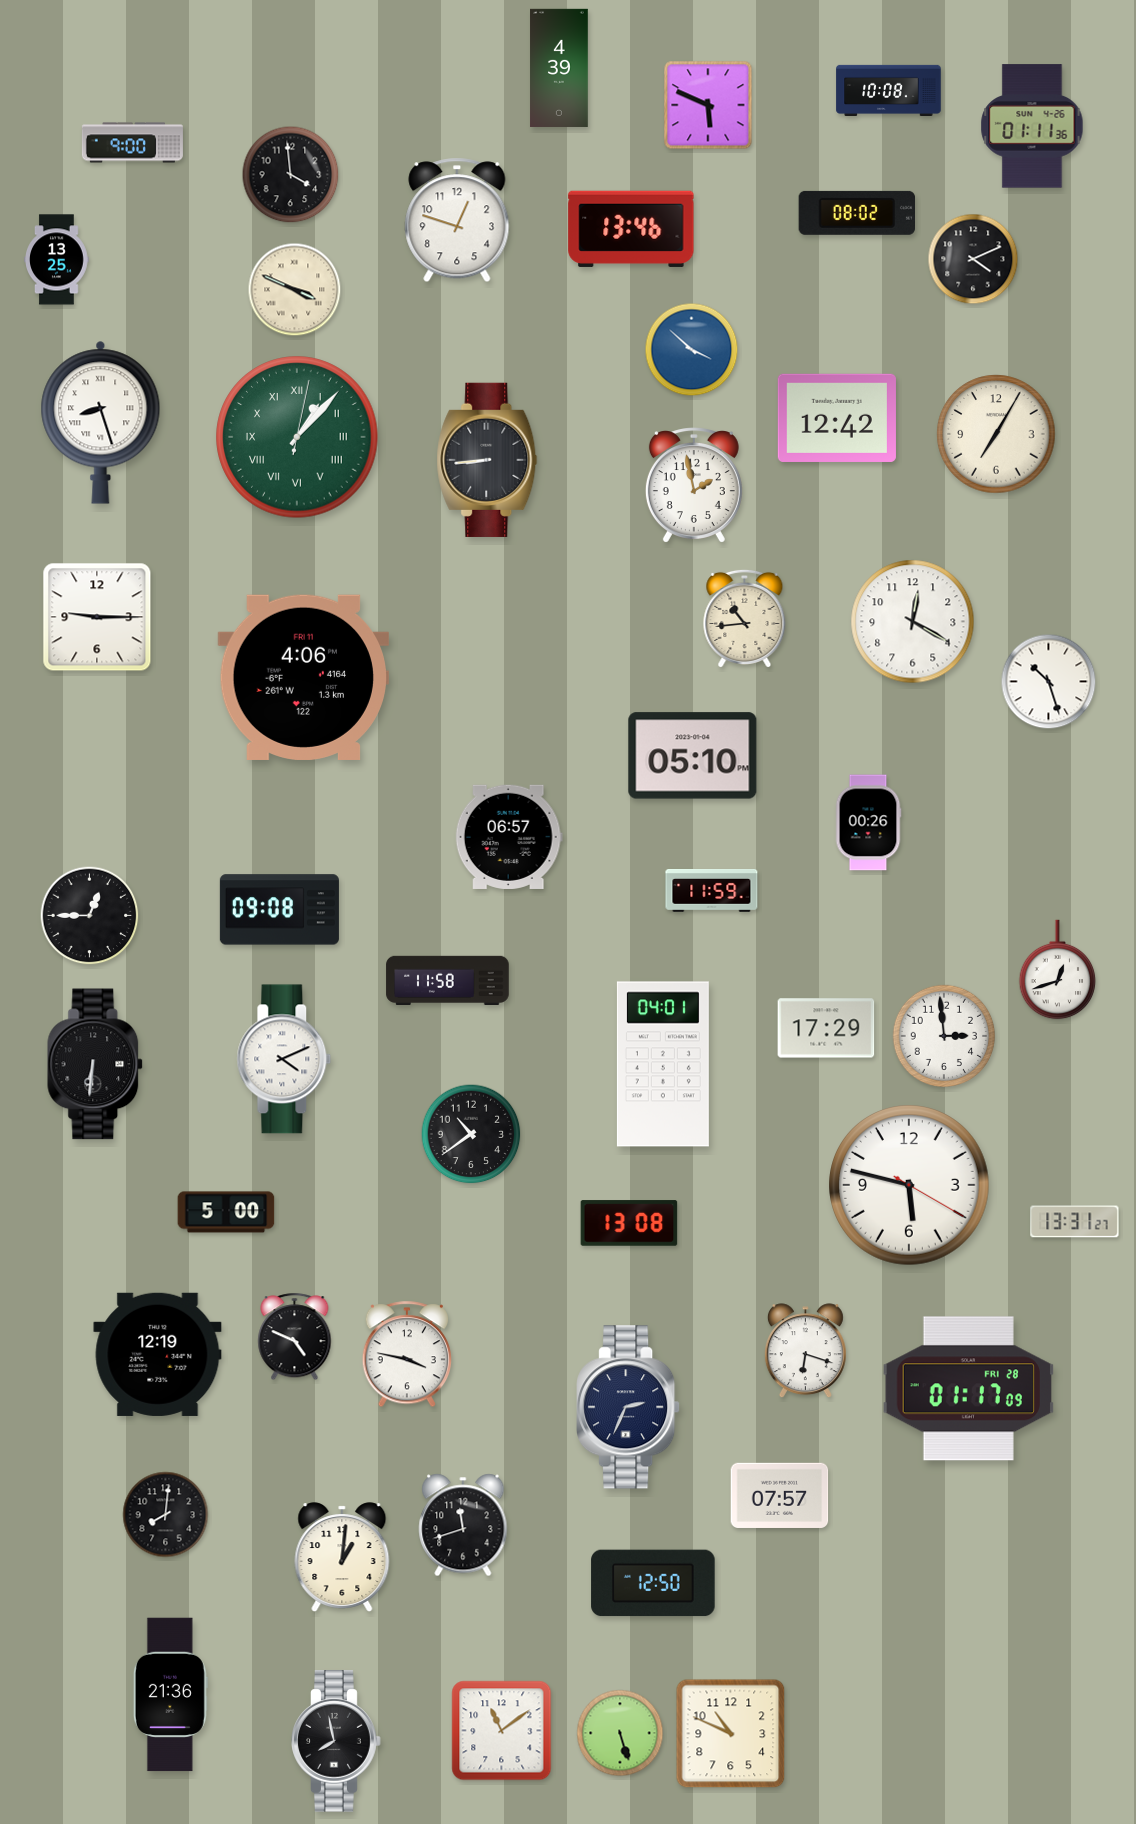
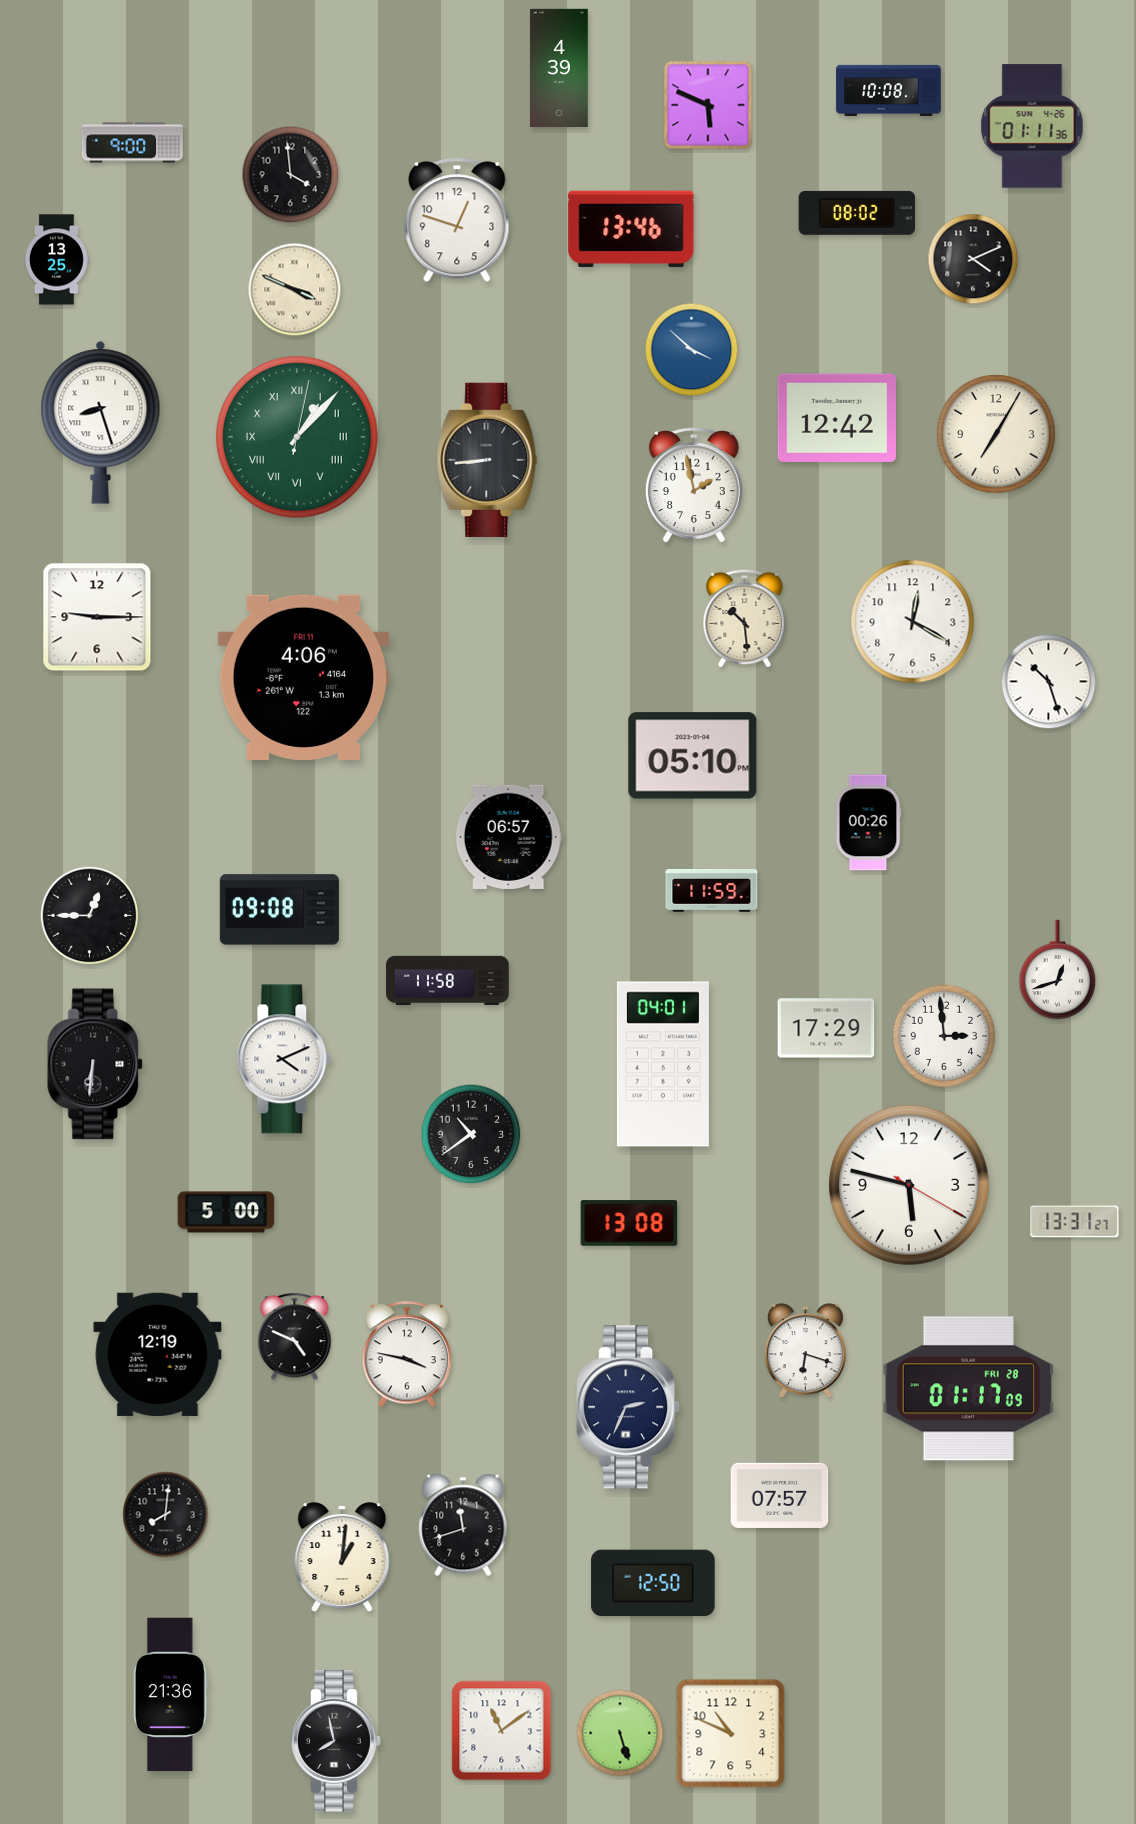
clock at (745, 618): 10:44 -> 10:29
